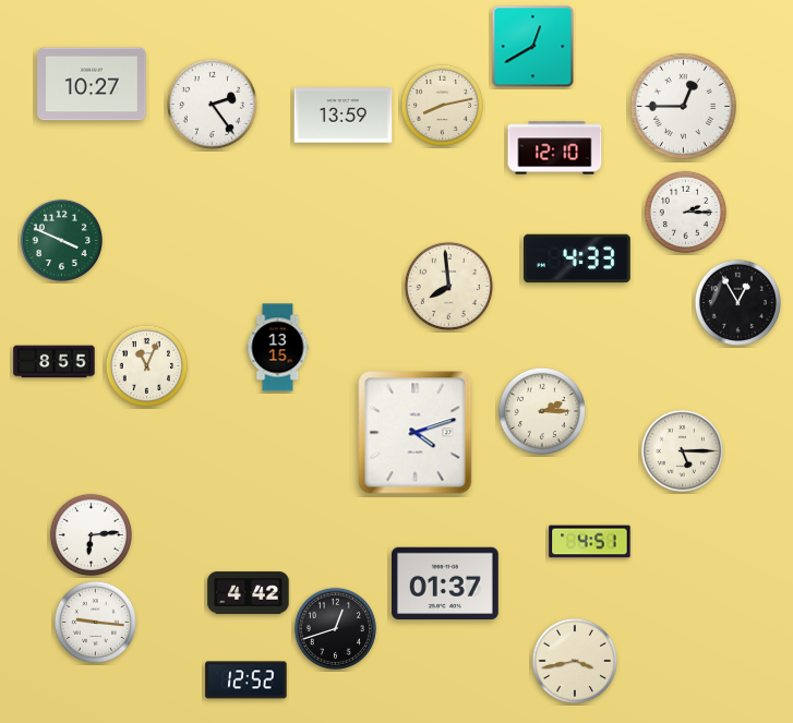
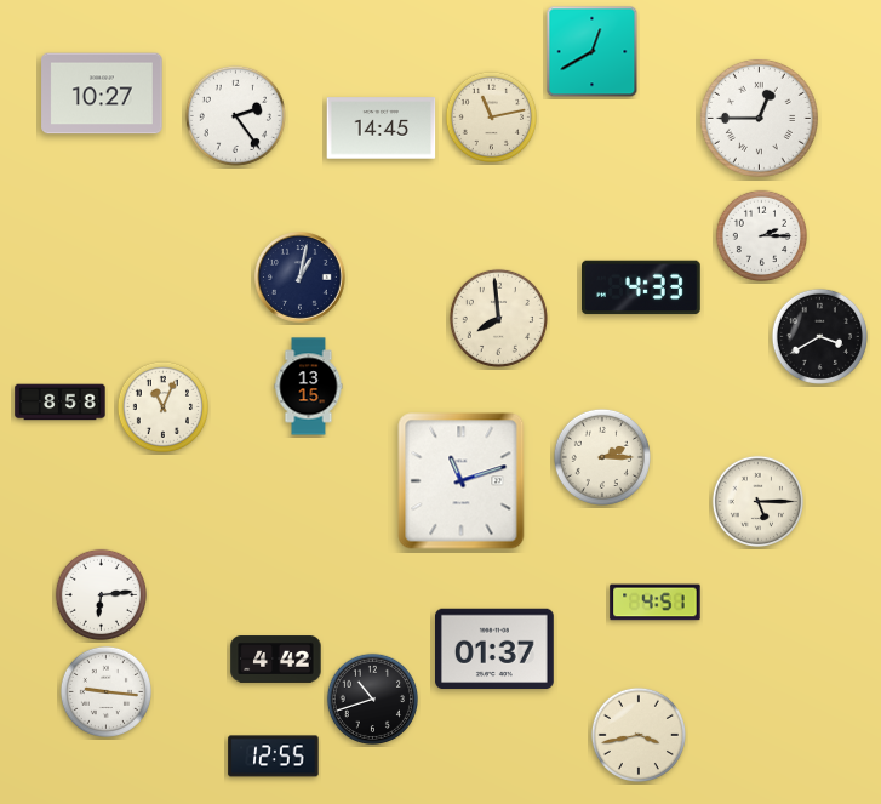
clock at (442, 105): 8:13 -> 11:13
clock at (344, 116): 13:59 -> 14:45
clock at (555, 148): 12:10 -> none
clock at (61, 240): 3:49 -> none
clock at (301, 278): none -> 1:02
clock at (737, 302): 12:55 -> 3:40
clock at (55, 362): 8:55 -> 8:58
clock at (416, 433): 4:12 -> 11:12
clock at (335, 628): 12:42 -> 10:42
clock at (247, 680): 12:52 -> 12:55
